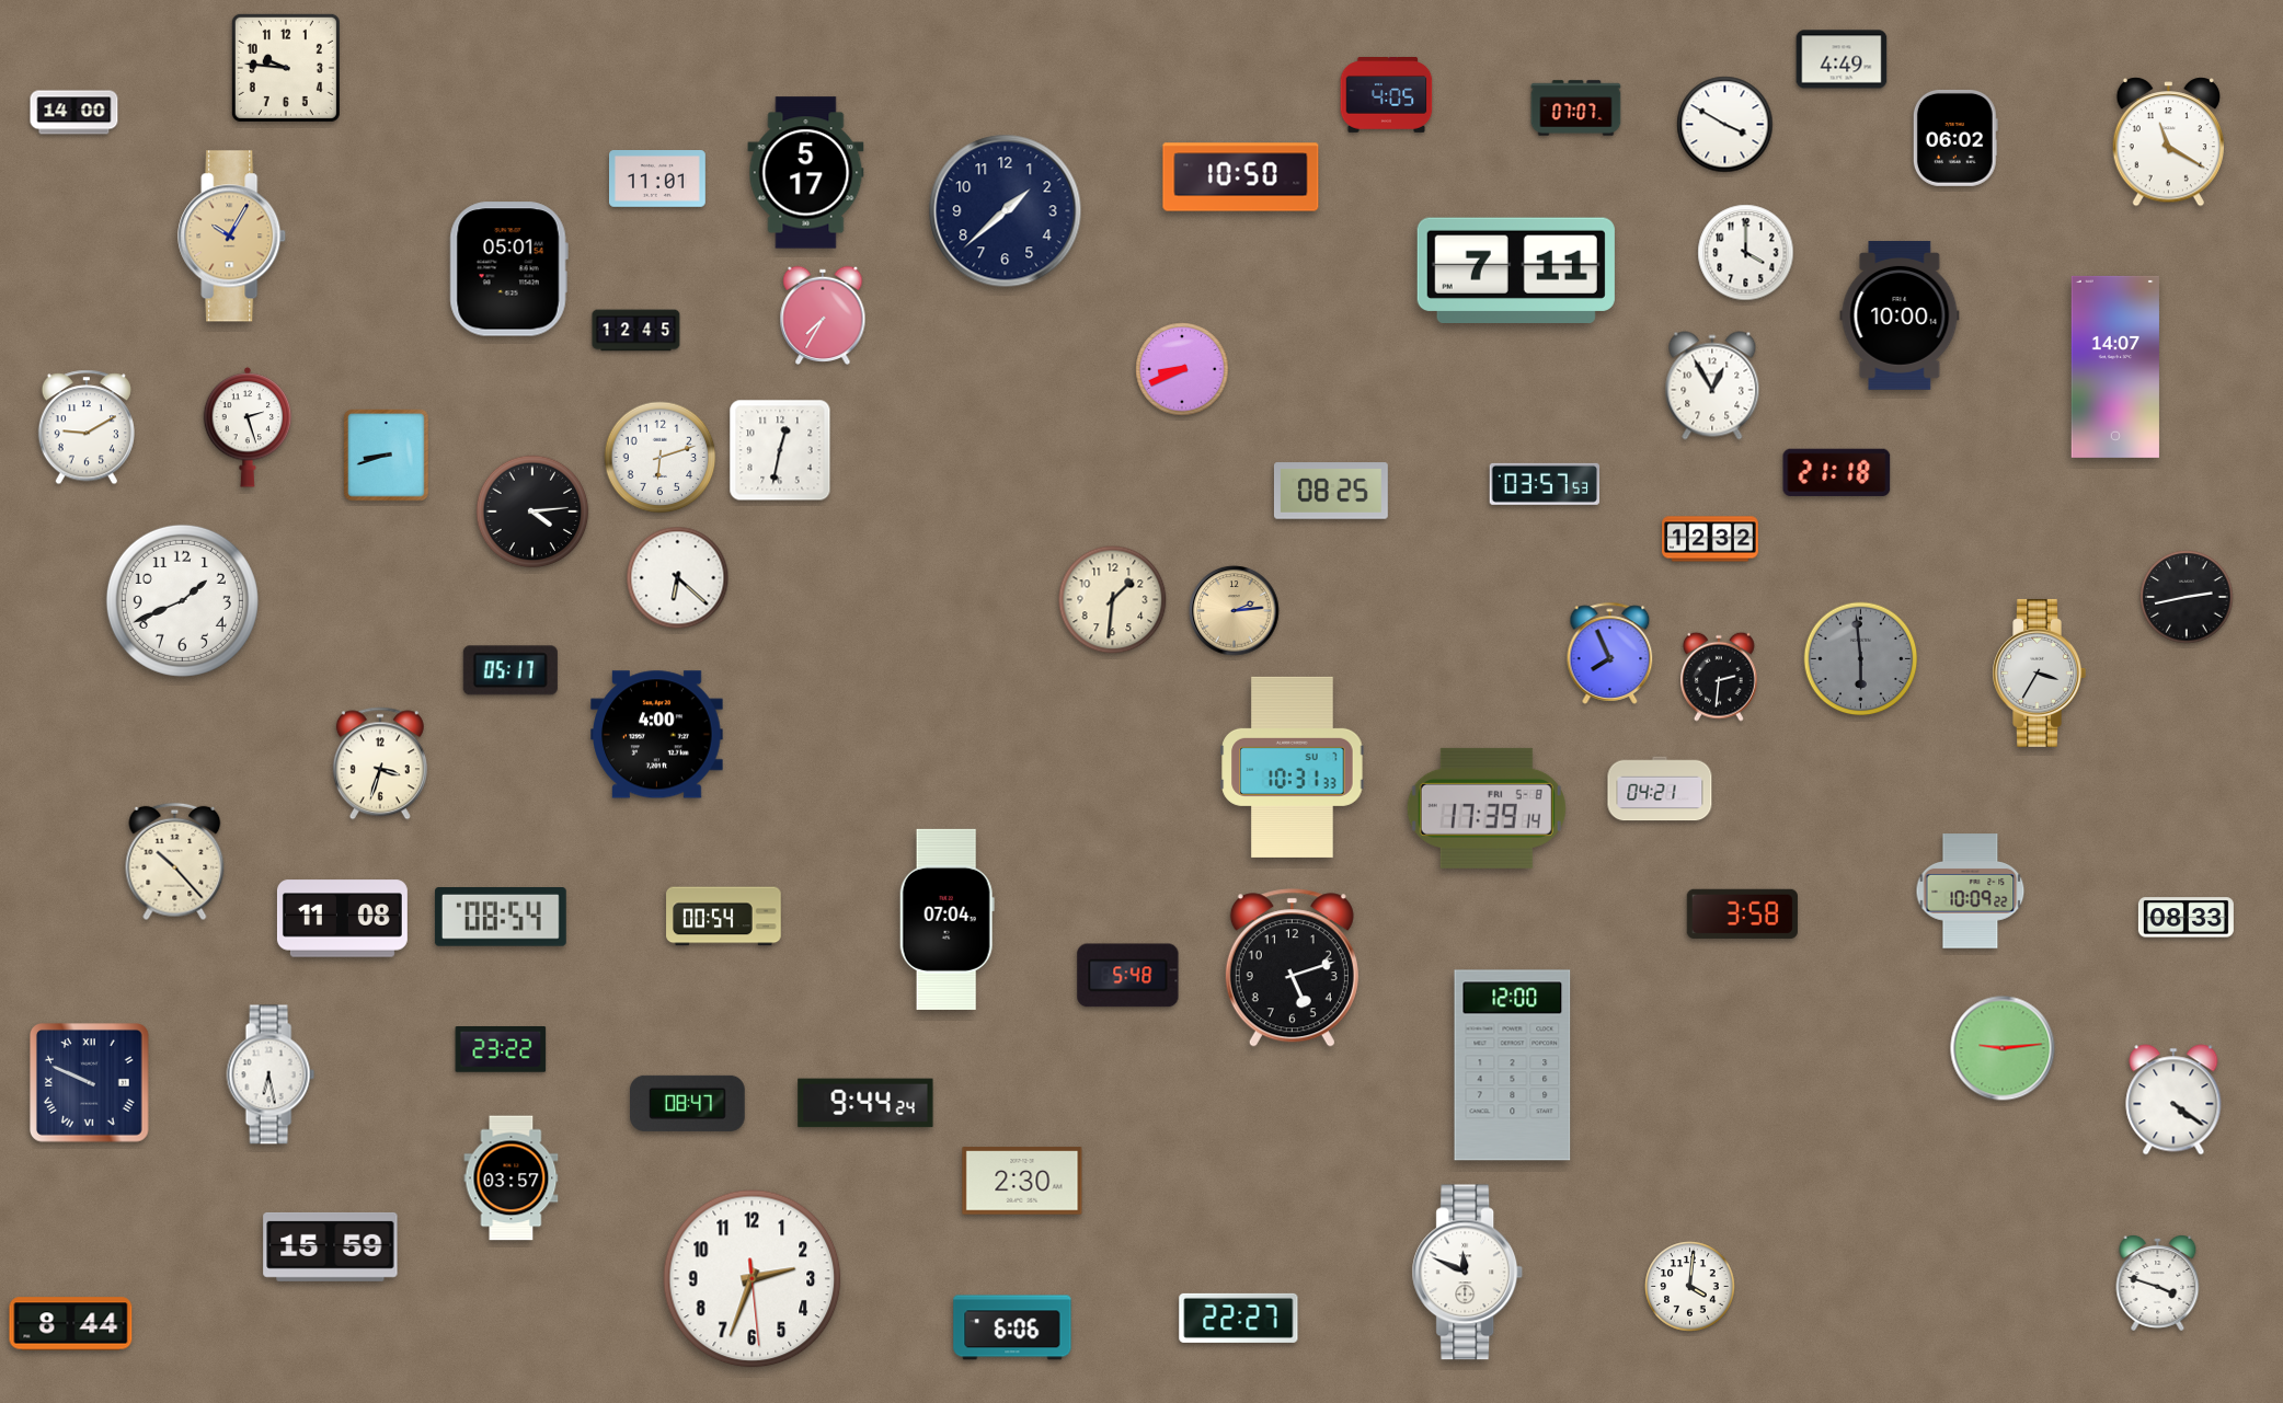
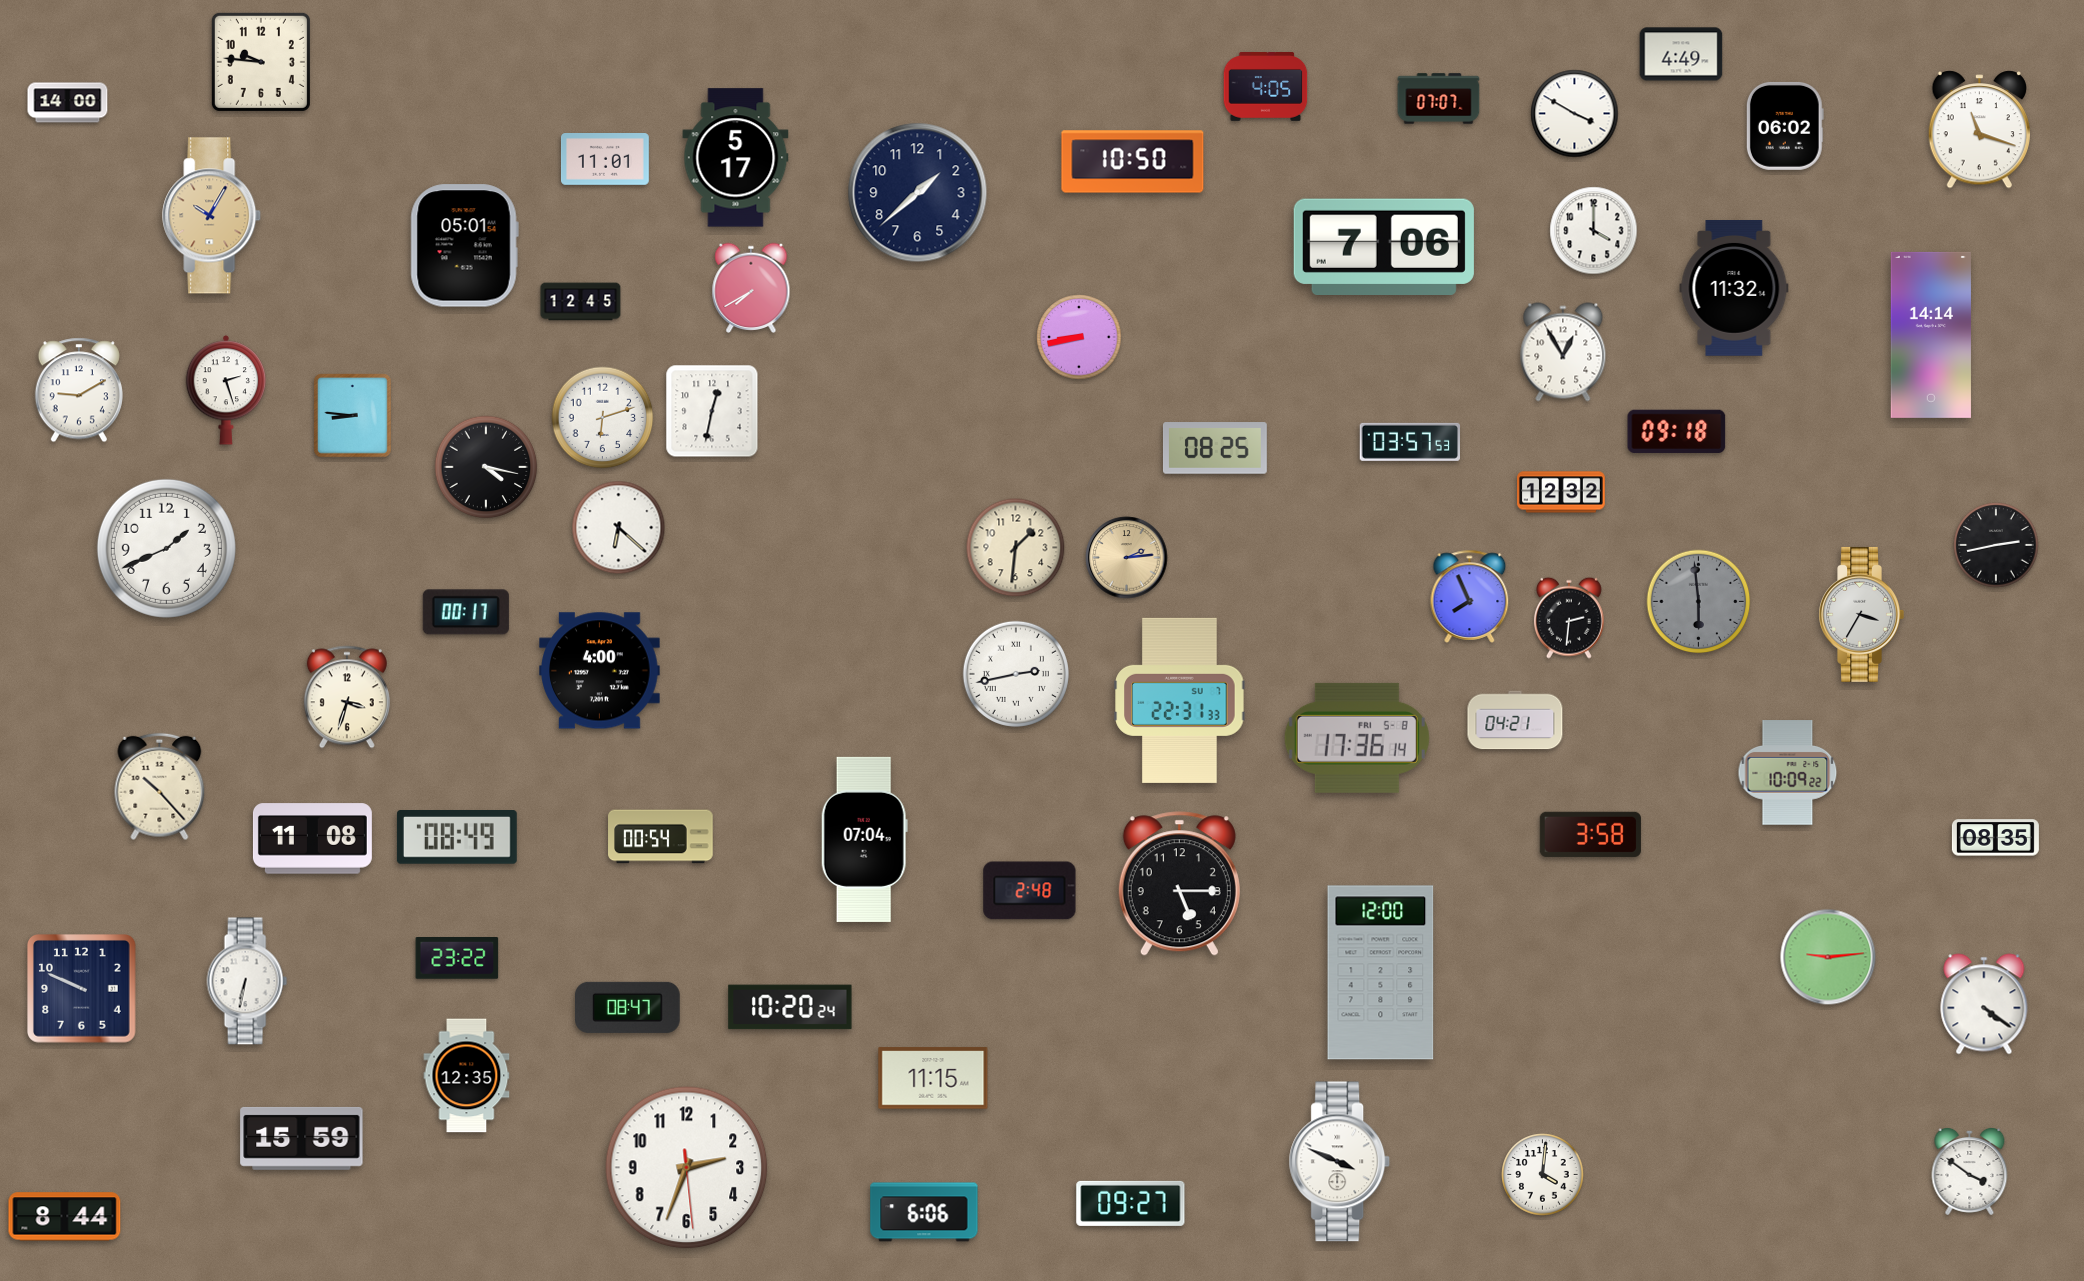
clock at (2168, 142): 11:20 -> 11:18
clock at (657, 180) position: (657, 180) -> (605, 160)
clock at (1516, 269): 7:11 -> 7:06
clock at (823, 315): 7:35 -> 7:40
clock at (1900, 317): 10:00 -> 11:32
clock at (2115, 367): 14:07 -> 14:14
clock at (1182, 369): 8:41 -> 8:43
clock at (387, 456): 8:42 -> 8:46
clock at (1837, 472): 21:18 -> 09:18
clock at (532, 511): 4:14 -> 4:17
clock at (510, 670): 05:17 -> 00:17
clock at (1016, 674): none -> 2:43
clock at (1293, 767): 10:31 -> 22:31
clock at (1487, 808): 17:39 -> 17:36
clock at (1971, 892) position: (1971, 892) -> (1788, 773)
clock at (501, 917): 08:54 -> 08:49
clock at (2186, 918): 08:33 -> 08:35
clock at (1292, 968): 5:12 -> 5:15
clock at (1128, 976): 5:48 -> 2:48
clock at (271, 1074): 6:28 -> 6:32
clock at (90, 1083) numerals: Roman -> Arabic
clock at (865, 1103): 9:44 -> 10:20
clock at (512, 1178): 03:57 -> 12:35
clock at (1022, 1181): 2:30 -> 11:15
clock at (1468, 1273): 11:49 -> 3:49
clock at (2158, 1284): 3:48 -> 3:51
clock at (1239, 1318): 22:27 -> 09:27
clock at (71, 1324) position: (71, 1324) -> (65, 1217)
